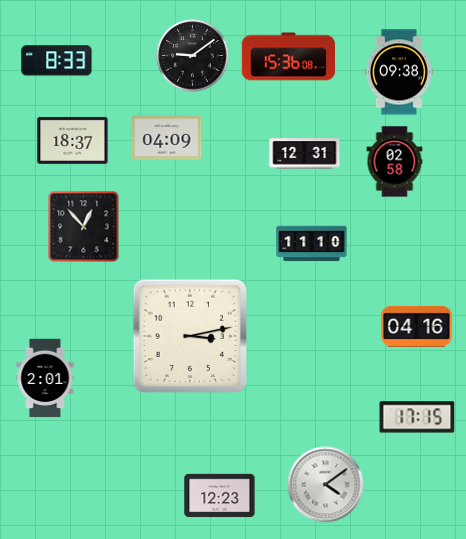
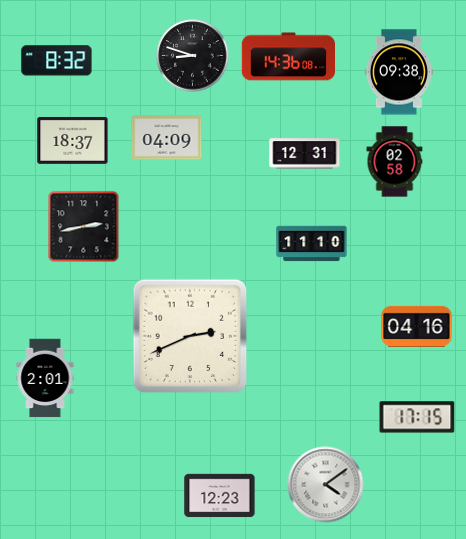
clock at (193, 56): 9:09 -> 8:48
clock at (288, 57): 15:36 -> 14:36
clock at (57, 61): 8:33 -> 8:32
clock at (84, 227): 12:53 -> 2:43
clock at (190, 336): 3:13 -> 2:41
